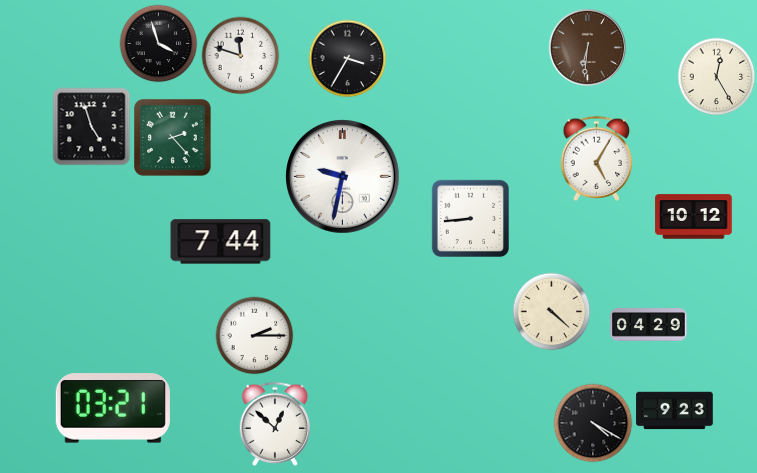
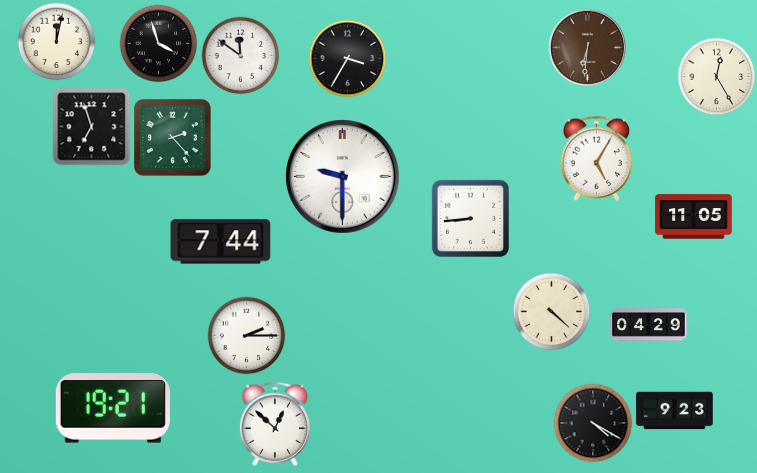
clock at (56, 41): none -> 12:02
clock at (240, 55): 11:48 -> 11:51
clock at (91, 126): 4:57 -> 6:57
clock at (343, 177): 9:32 -> 9:30
clock at (694, 217): 10:12 -> 11:05
clock at (254, 335) position: (254, 335) -> (246, 335)
clock at (113, 408): 03:21 -> 19:21
